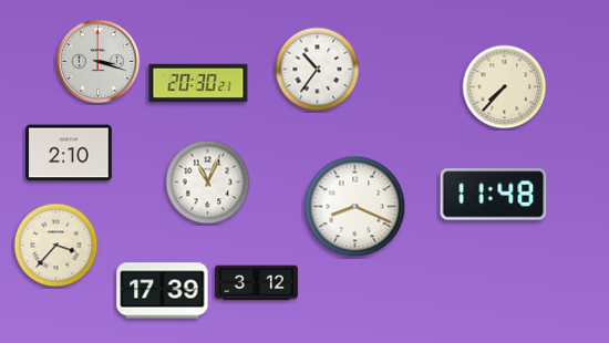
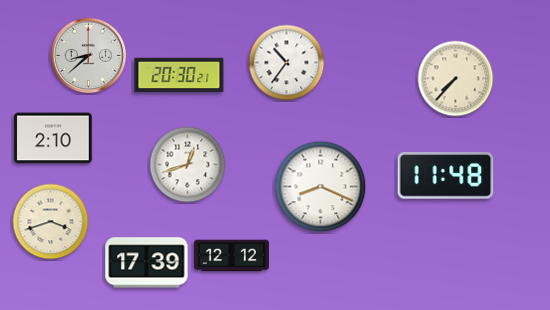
clock at (99, 62): 3:18 -> 8:38
clock at (69, 153) position: (69, 153) -> (53, 138)
clock at (208, 183): 11:04 -> 12:42
clock at (56, 246): 3:37 -> 3:42
clock at (256, 283): 3:12 -> 12:12
